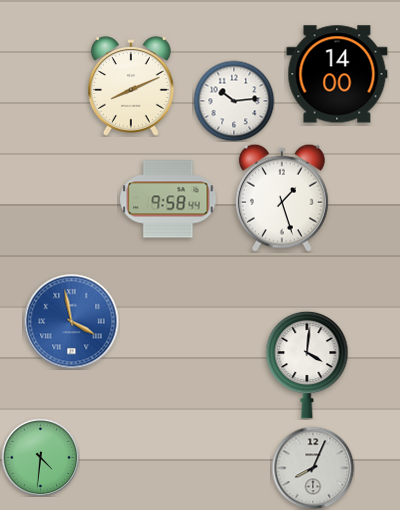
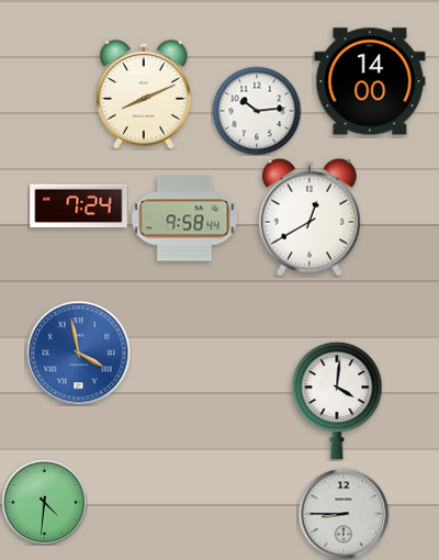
clock at (79, 206): none -> 7:24
clock at (282, 198): 1:27 -> 12:40
clock at (313, 468): 8:04 -> 8:45
